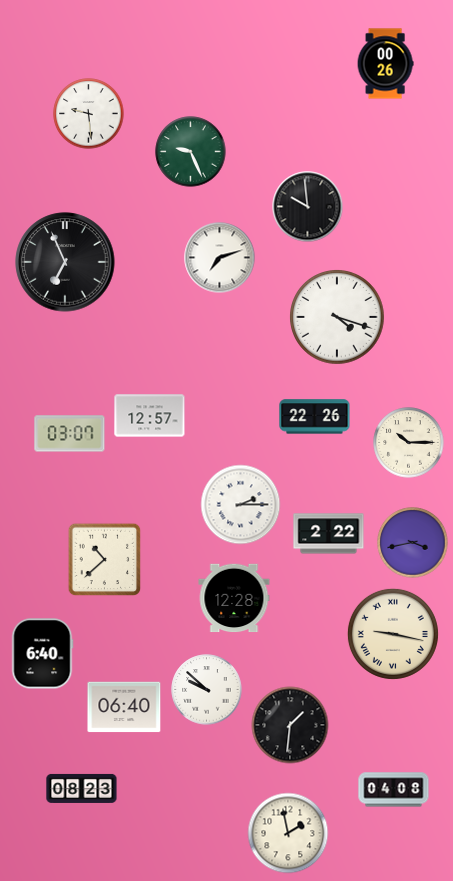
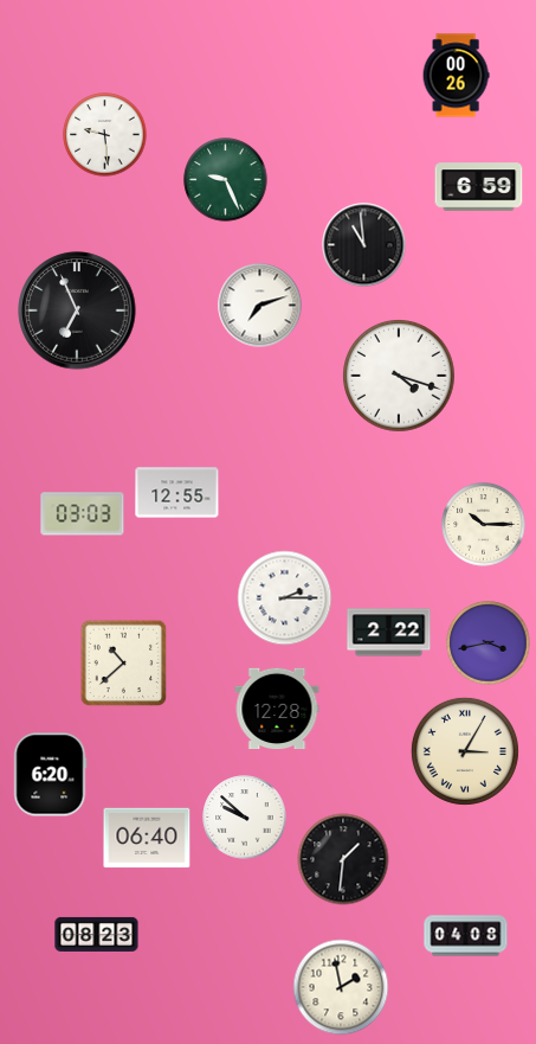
clock at (479, 187): none -> 6:59
clock at (308, 207): 9:59 -> 10:59
clock at (150, 416): 12:57 -> 12:55
clock at (315, 417): 22:26 -> none
clock at (70, 434): 03:07 -> 03:03
clock at (393, 634): 9:17 -> 3:05
clock at (42, 654): 6:40 -> 6:20
